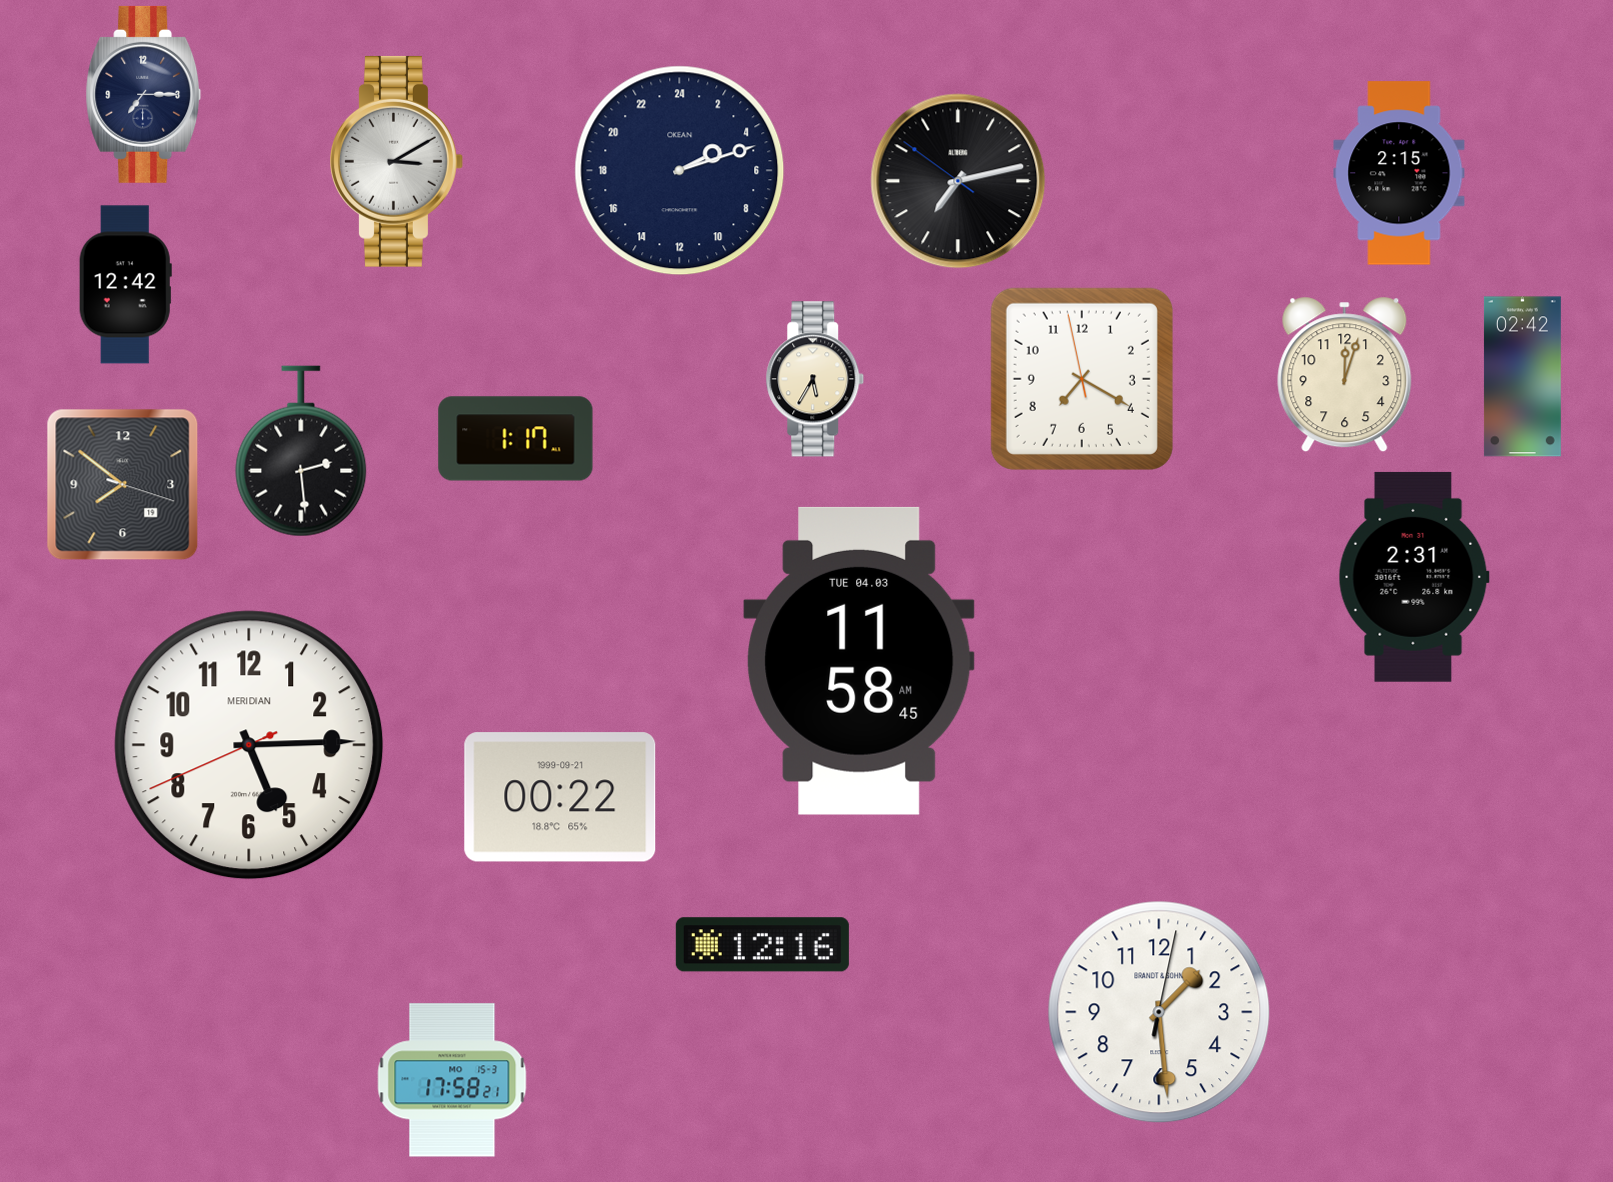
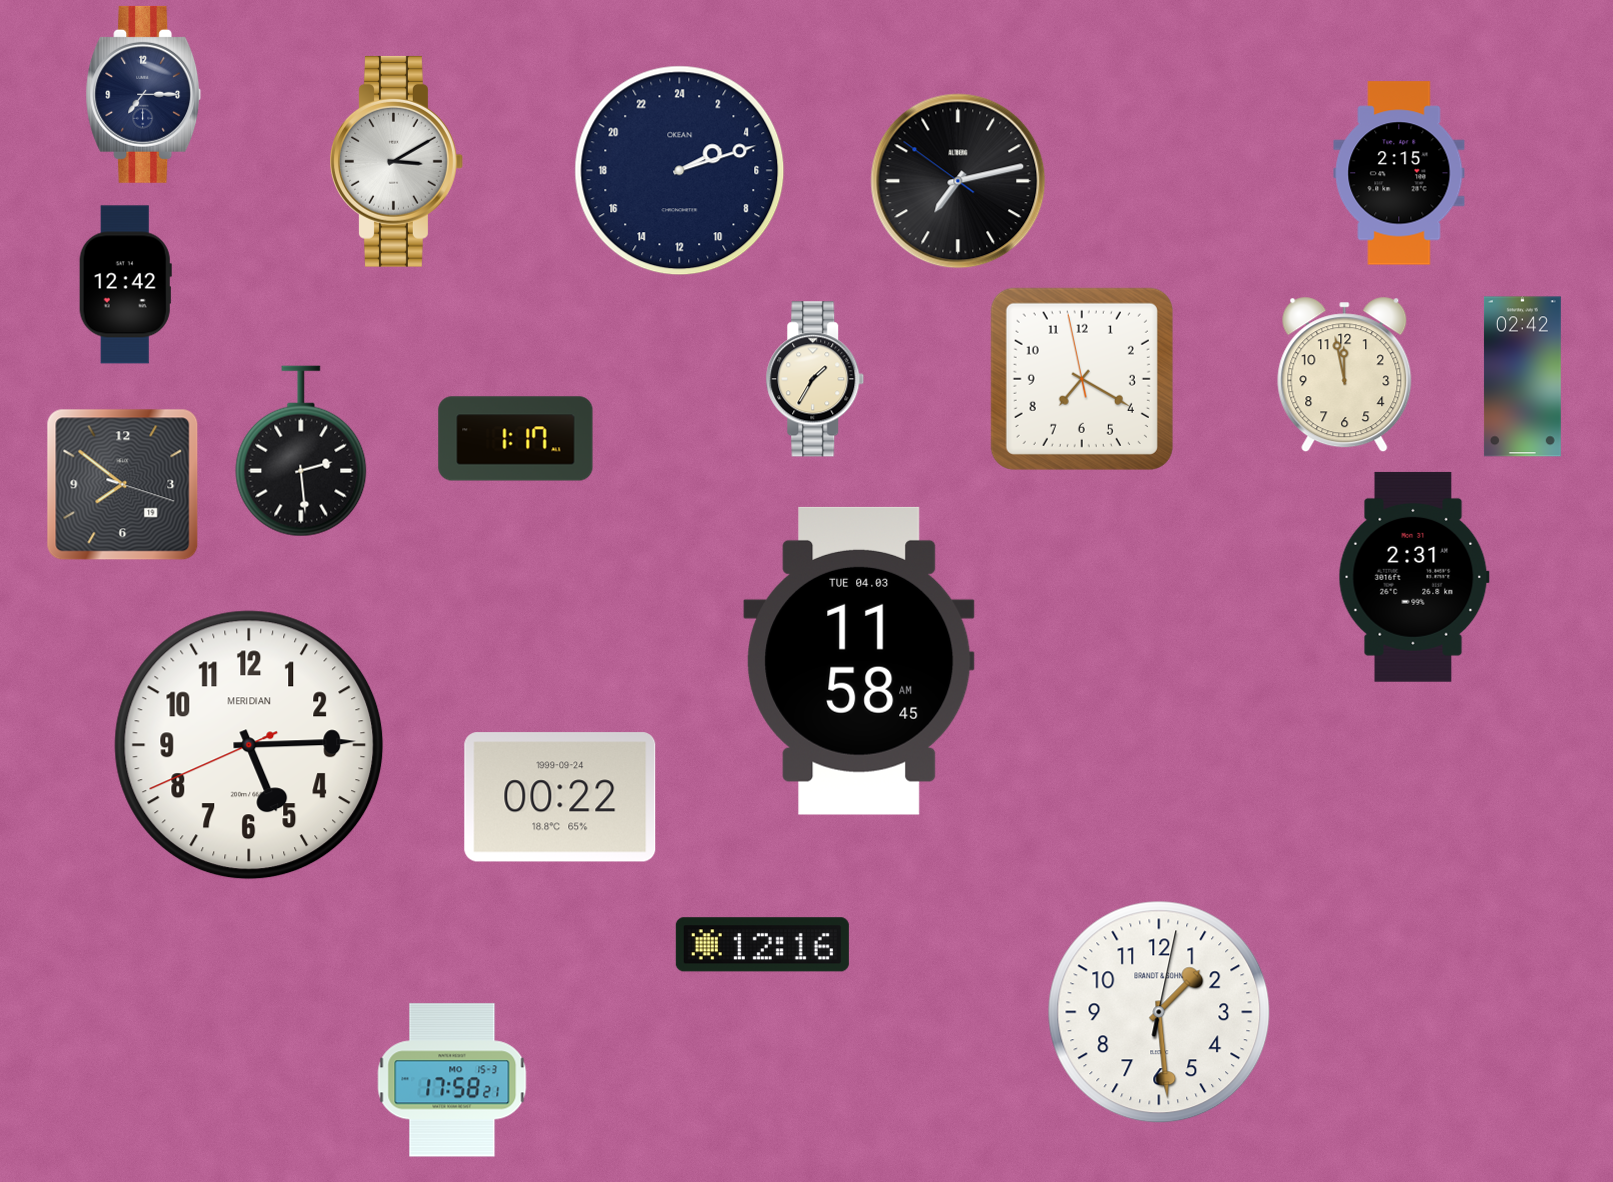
clock at (1345, 375): 12:03 -> 11:58
clock at (815, 379): 5:35 -> 1:35
clock at (560, 797) date: 1999-09-21 -> 1999-09-24
